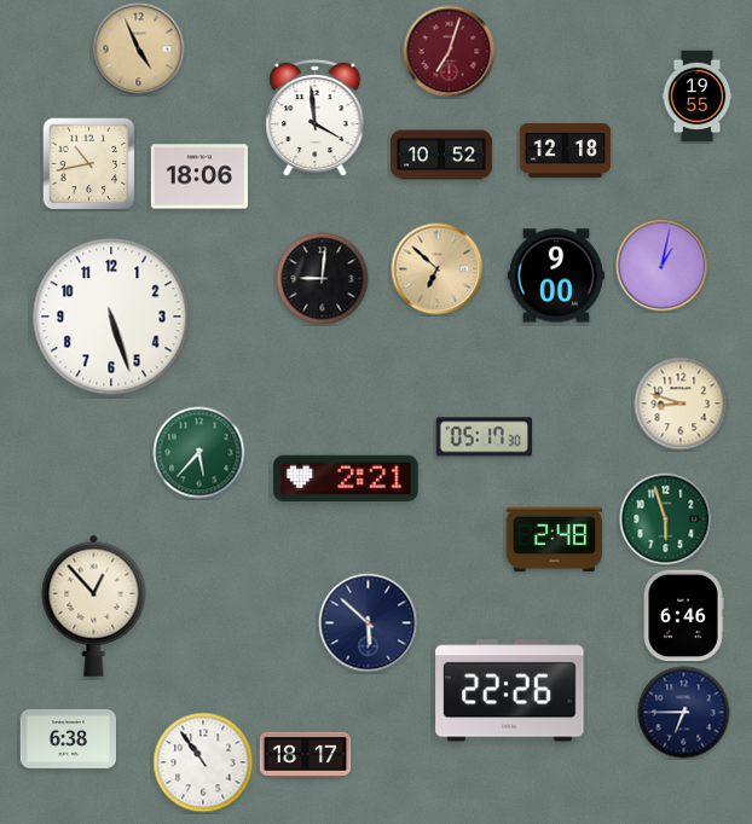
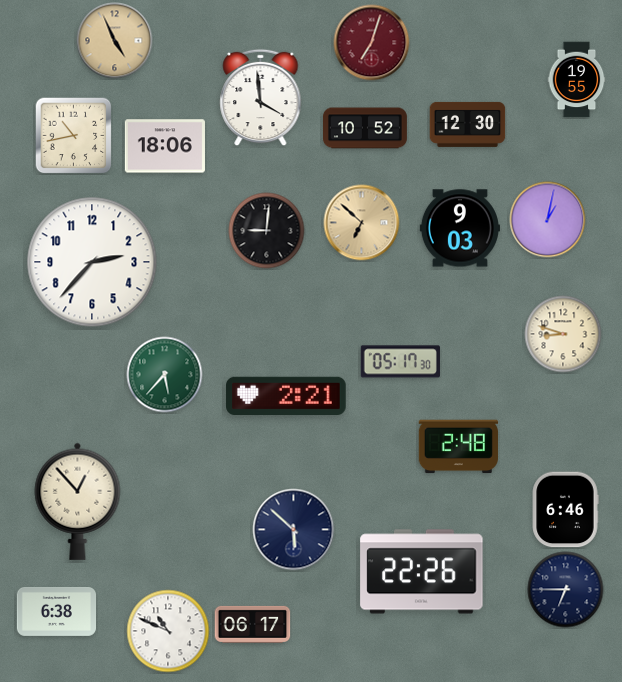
clock at (566, 150): 12:18 -> 12:30
clock at (556, 275): 9:00 -> 9:03
clock at (111, 317): 5:27 -> 2:37
clock at (666, 520): 5:57 -> none
clock at (369, 623) position: (369, 623) -> (294, 530)
clock at (306, 754): 18:17 -> 06:17
clock at (203, 762): 10:54 -> 10:49
